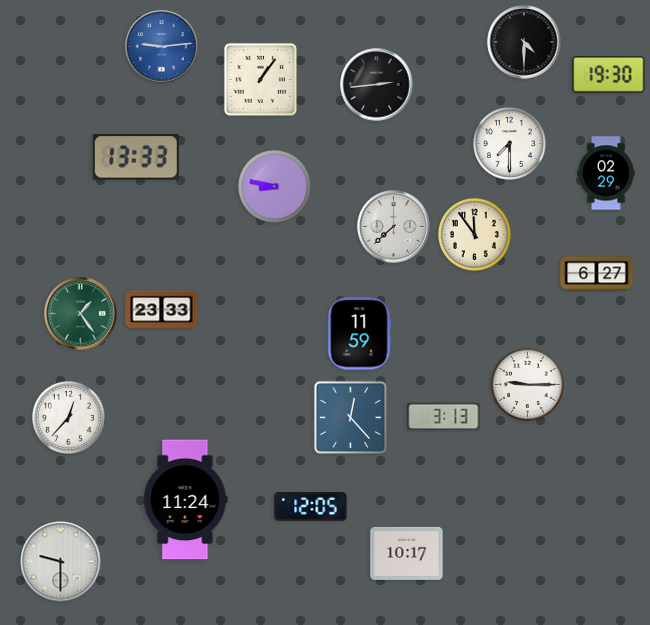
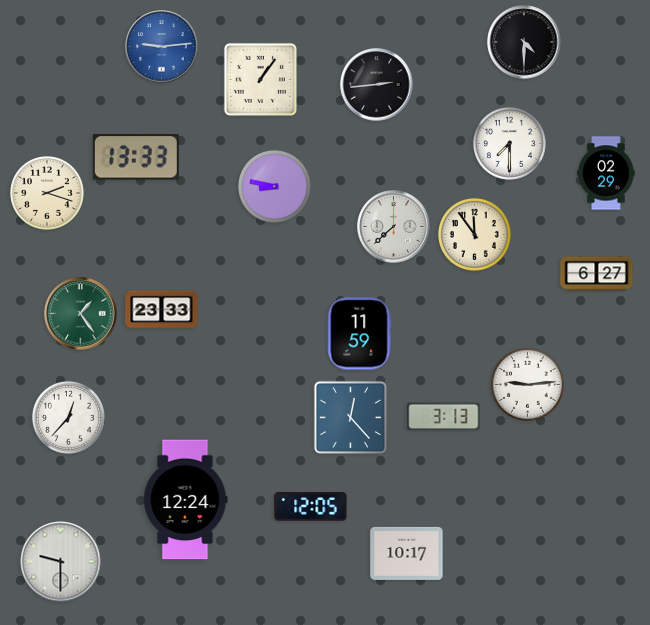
clock at (609, 74): 19:30 -> none
clock at (48, 194): none -> 2:18
clock at (527, 384): 9:15 -> 9:14
clock at (186, 500): 11:24 -> 12:24
